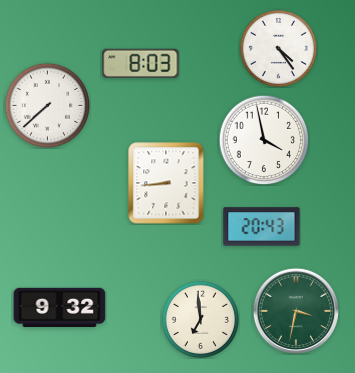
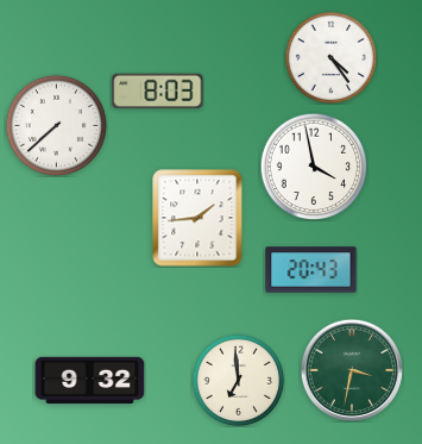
clock at (141, 63) position: (141, 63) -> (158, 90)
clock at (166, 183): 8:44 -> 1:44
clock at (60, 307) position: (60, 307) -> (90, 380)
